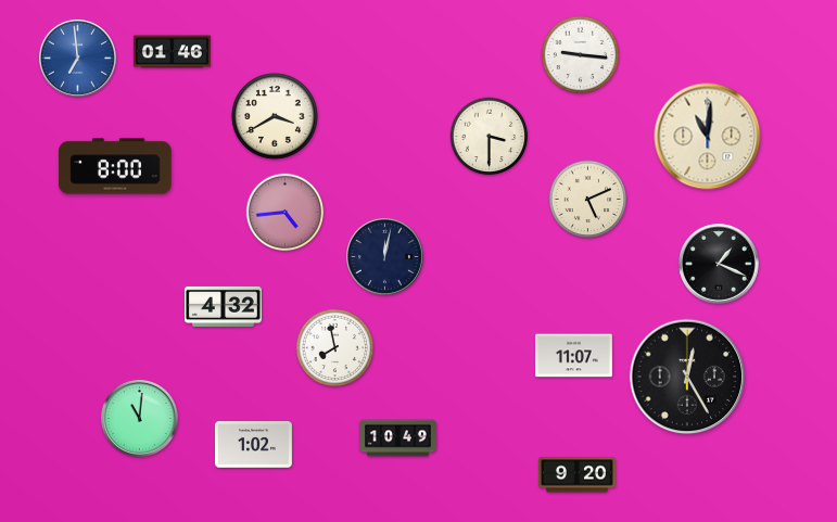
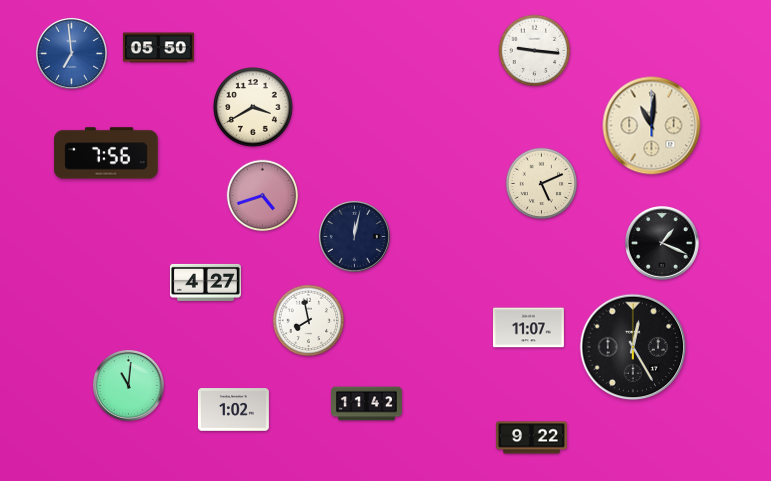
clock at (172, 52): 01:46 -> 05:50
clock at (490, 137): 3:30 -> none
clock at (115, 166): 8:00 -> 7:56
clock at (286, 213): 4:44 -> 4:42
clock at (223, 306): 4:32 -> 4:27
clock at (398, 438): 10:49 -> 11:42
clock at (578, 475): 9:20 -> 9:22
